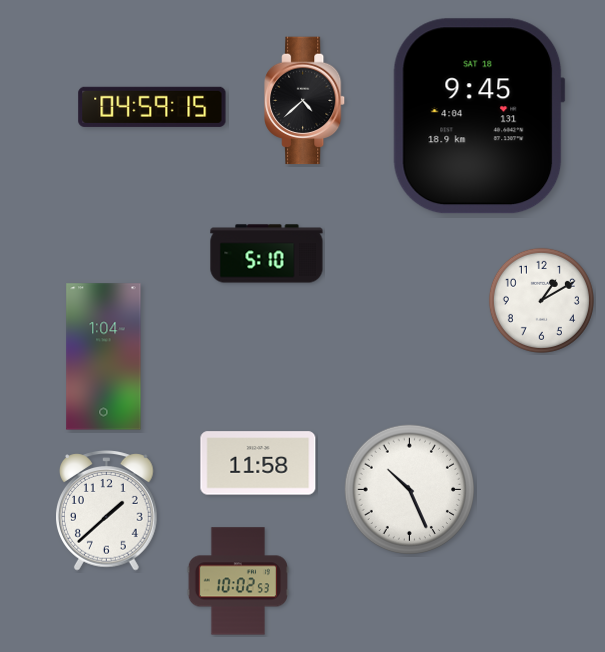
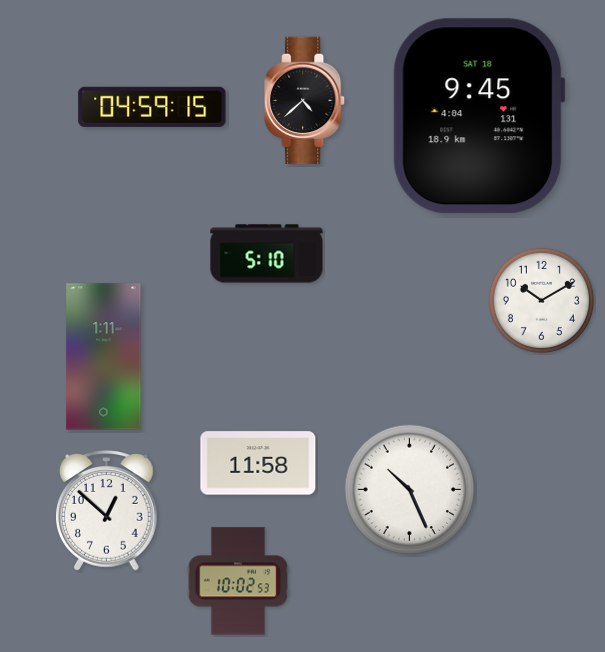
clock at (541, 300): 1:10 -> 10:10
clock at (104, 357): 1:04 -> 1:11
clock at (107, 511): 1:38 -> 12:52
